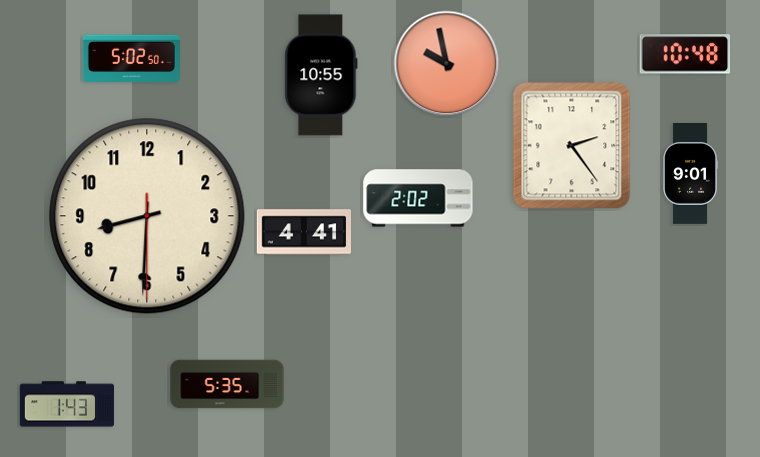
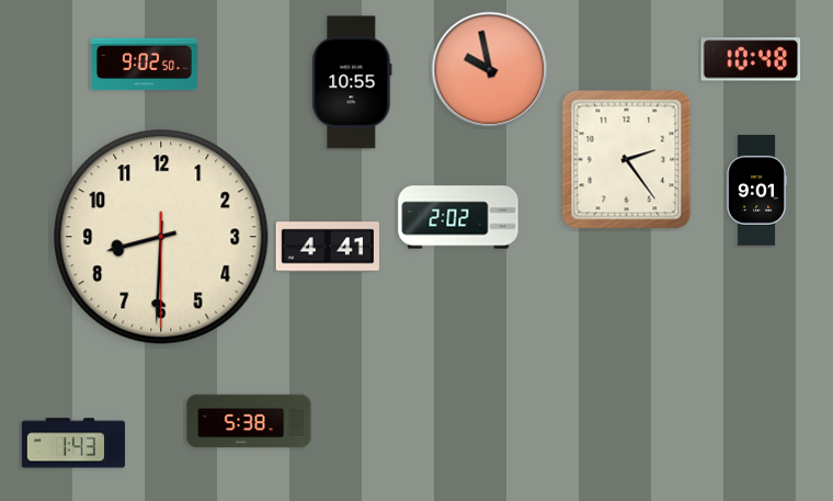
clock at (131, 59): 5:02 -> 9:02
clock at (303, 232) position: (303, 232) -> (327, 247)
clock at (227, 384): 5:35 -> 5:38
